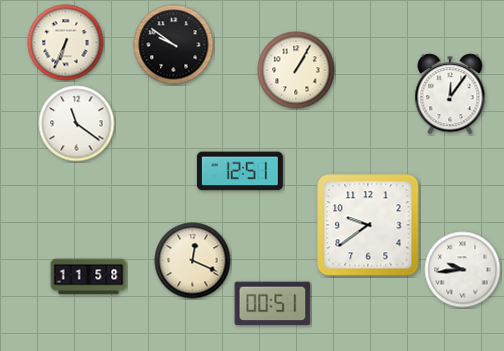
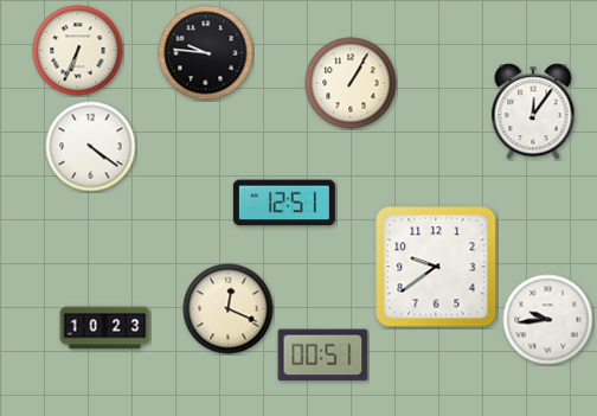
clock at (174, 45): 9:51 -> 9:46
clock at (77, 124): 11:21 -> 4:21
clock at (89, 277): 11:58 -> 10:23
clock at (273, 304) position: (273, 304) -> (323, 356)
